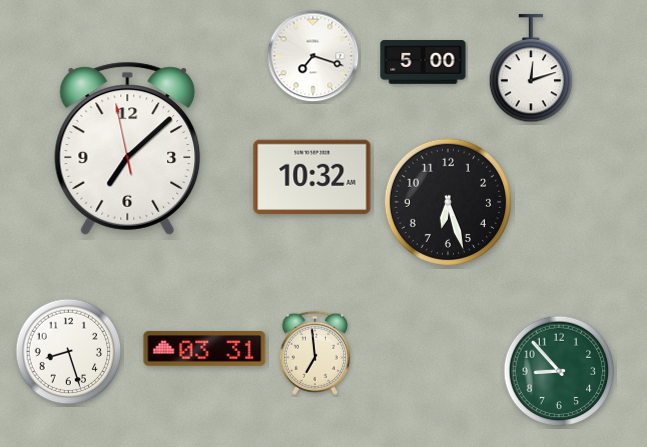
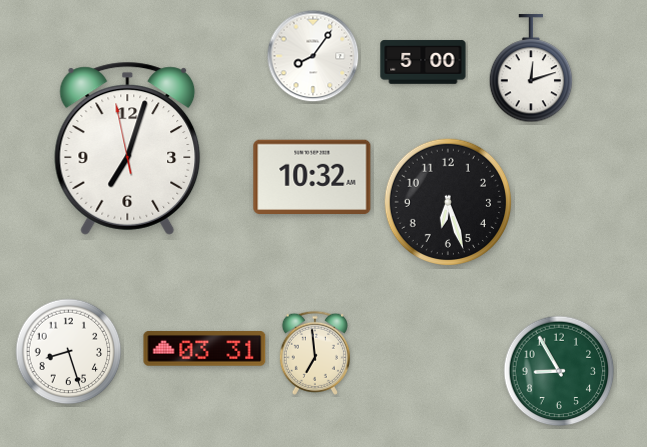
clock at (313, 56): 7:18 -> 8:06
clock at (128, 148): 7:07 -> 7:02
clock at (559, 371): 8:53 -> 8:55
